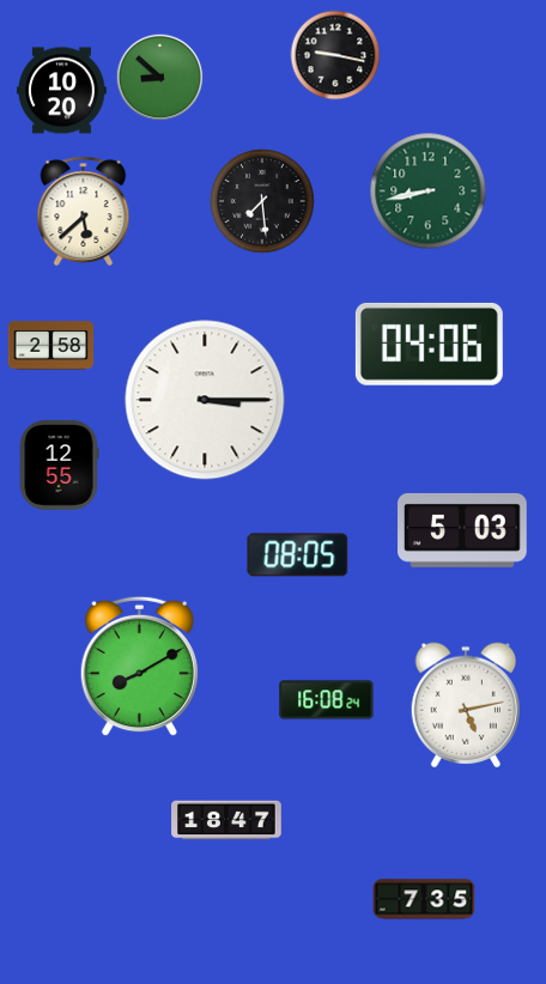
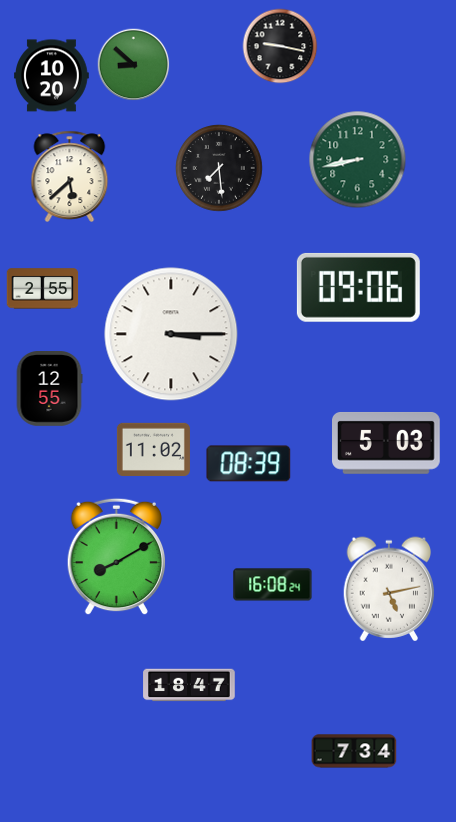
clock at (429, 344): 04:06 -> 09:06
clock at (51, 346): 2:58 -> 2:55
clock at (153, 449): none -> 11:02
clock at (298, 555): 08:05 -> 08:39
clock at (424, 899): 7:35 -> 7:34
